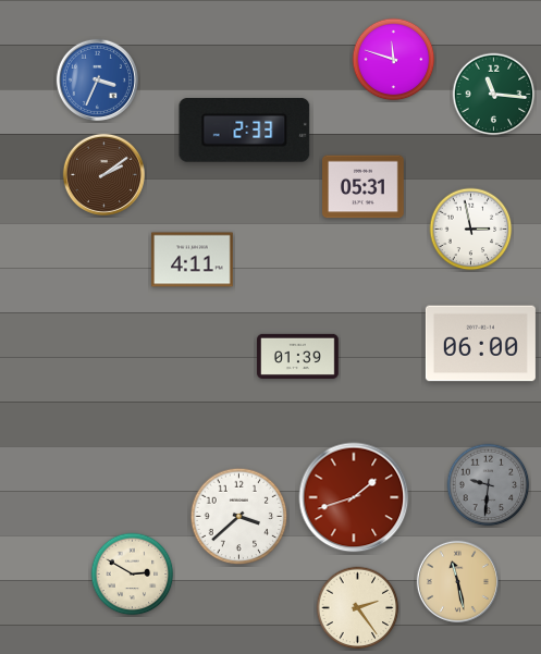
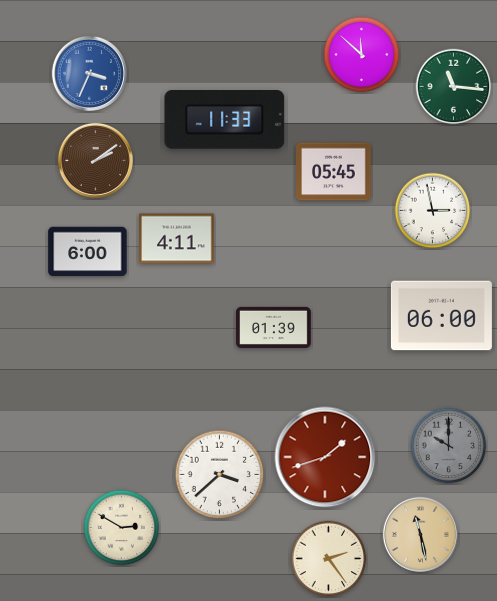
clock at (394, 60): 11:48 -> 11:52
clock at (245, 131): 2:33 -> 11:33
clock at (364, 187): 05:31 -> 05:45
clock at (88, 252): none -> 6:00
clock at (489, 485): 9:31 -> 10:00
